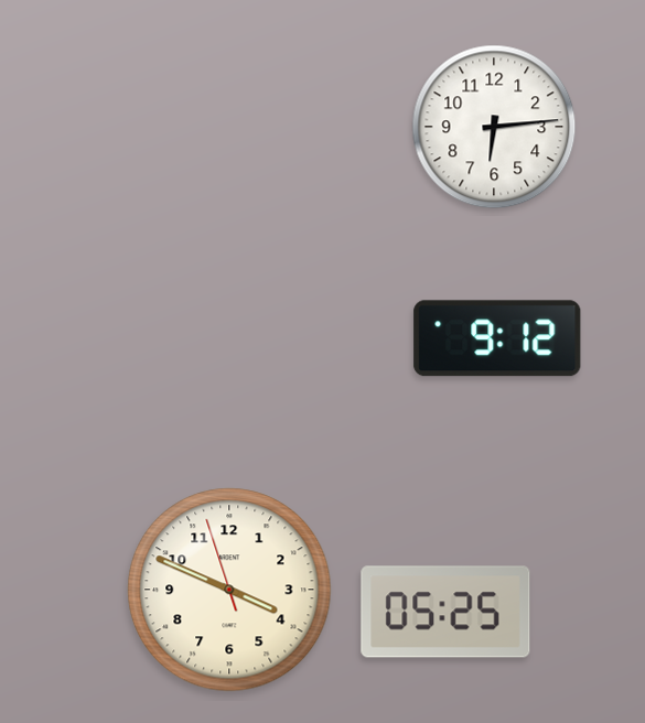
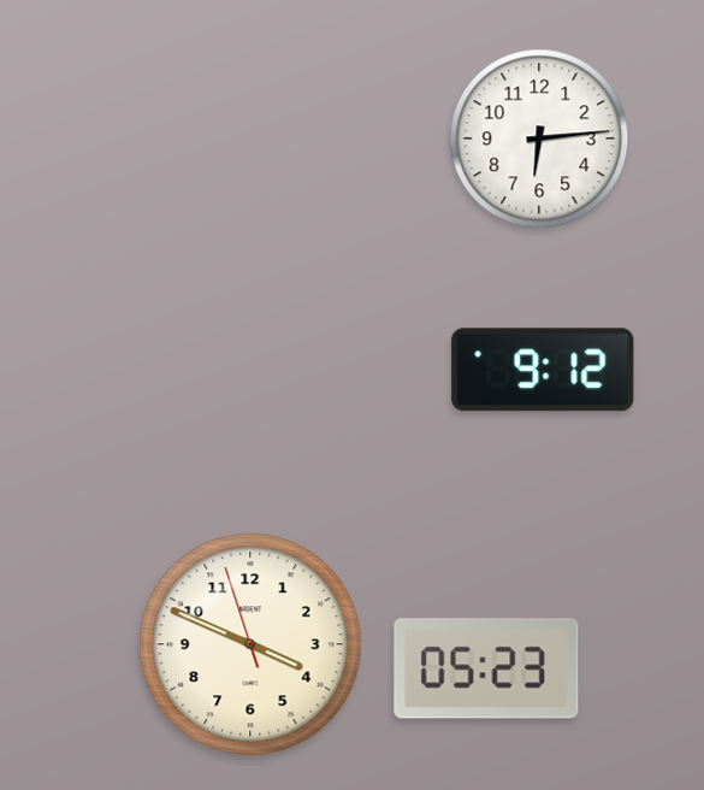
clock at (445, 612): 05:25 -> 05:23
